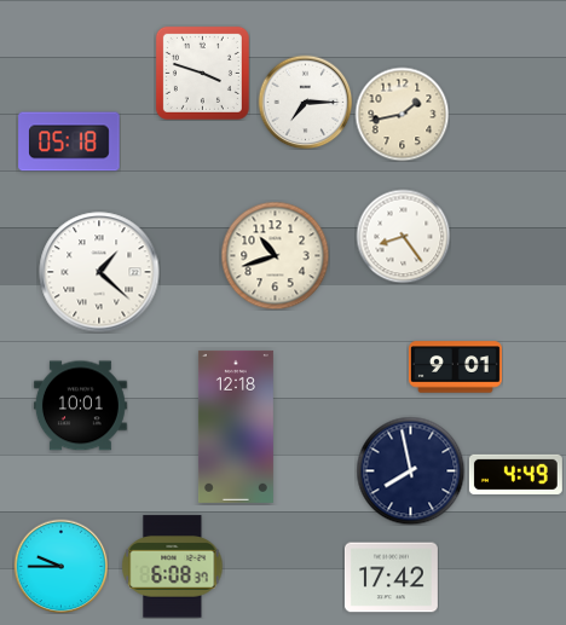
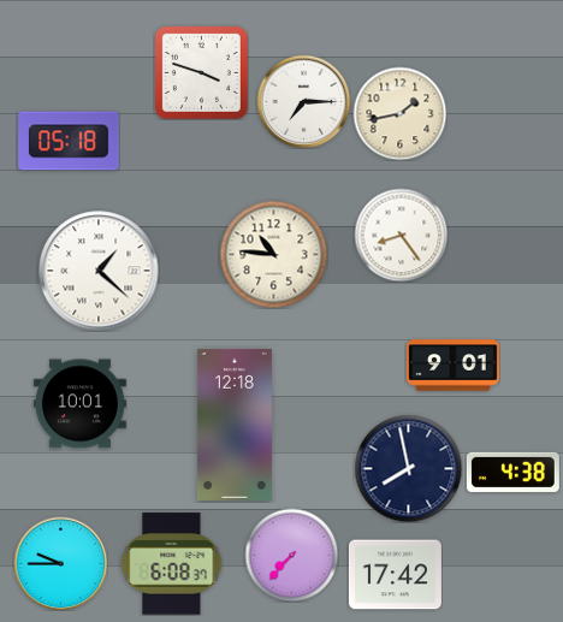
clock at (275, 255): 10:42 -> 10:46
clock at (515, 474): 4:49 -> 4:38
clock at (291, 555): none -> 7:37
clock at (391, 578) position: (391, 578) -> (395, 575)
